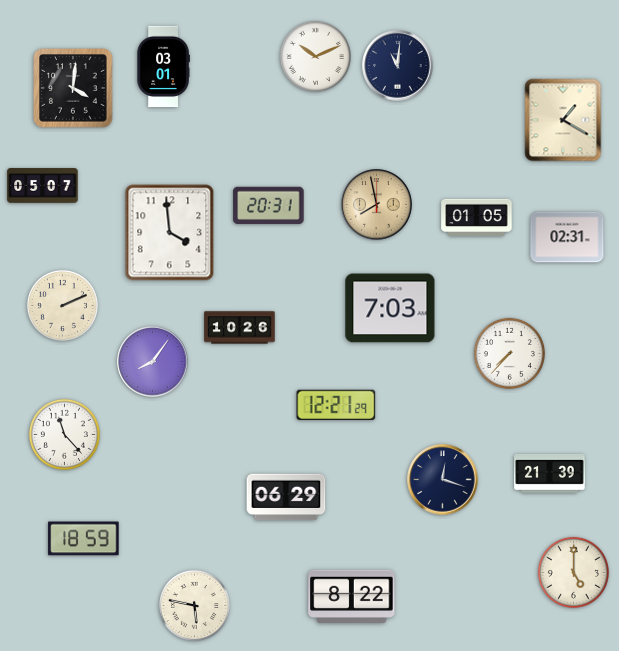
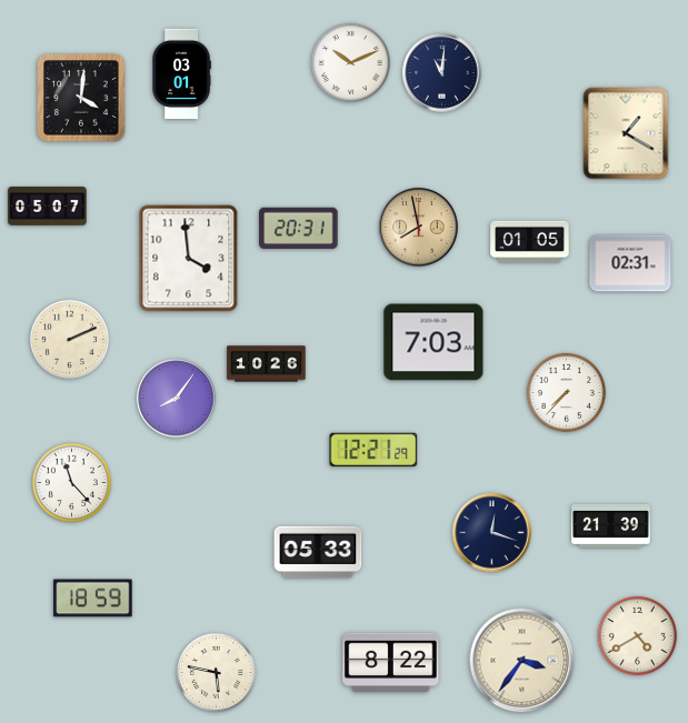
clock at (153, 362) position: (153, 362) -> (177, 399)
clock at (286, 497): 06:29 -> 05:33
clock at (573, 572): 5:00 -> 4:40
clock at (522, 661): none -> 3:36
